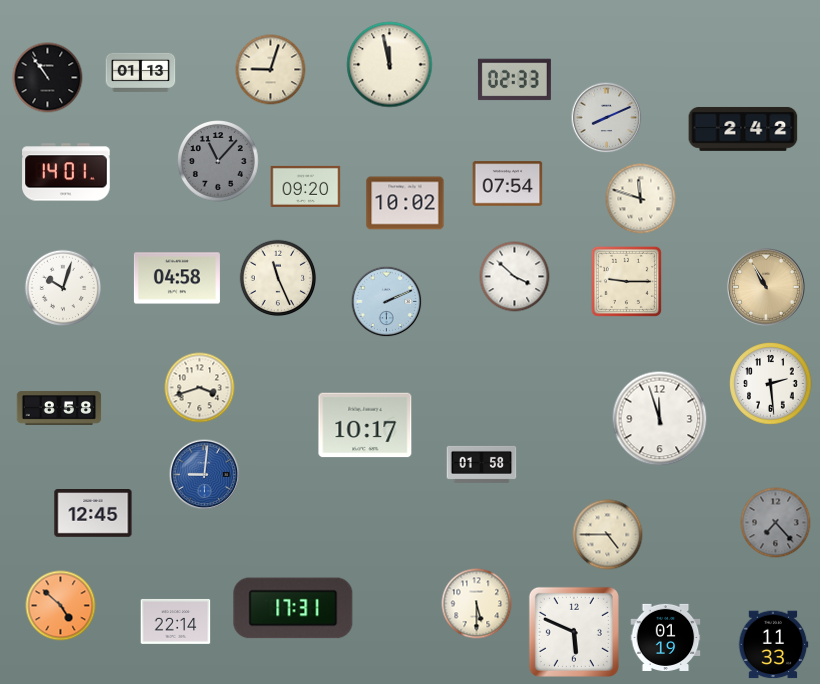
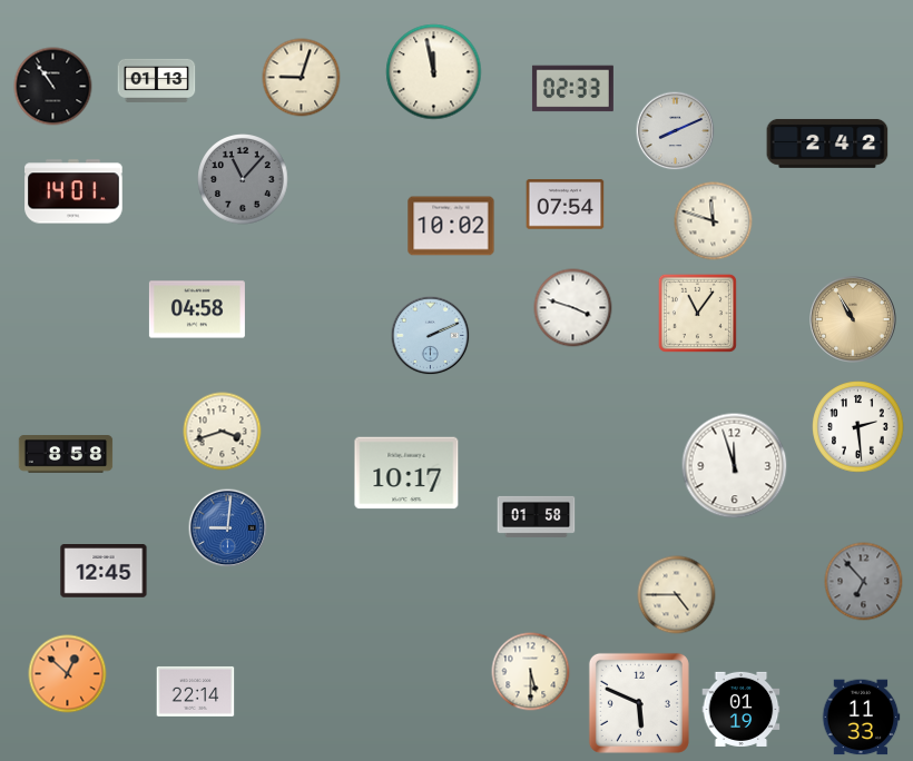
clock at (306, 186): 09:20 -> none
clock at (515, 277): 3:52 -> 3:48
clock at (278, 278): 11:26 -> none
clock at (626, 281): 9:15 -> 11:06
clock at (63, 288): 10:03 -> none
clock at (776, 523): 7:23 -> 6:53
clock at (61, 606): 4:52 -> 12:52
clock at (293, 608): 17:31 -> none
